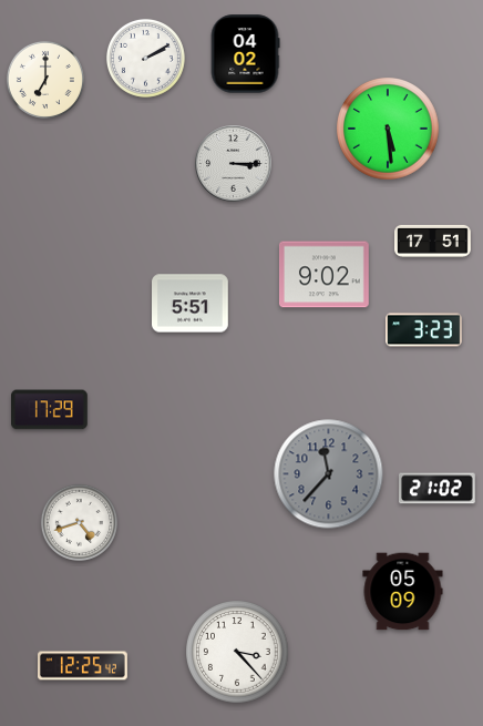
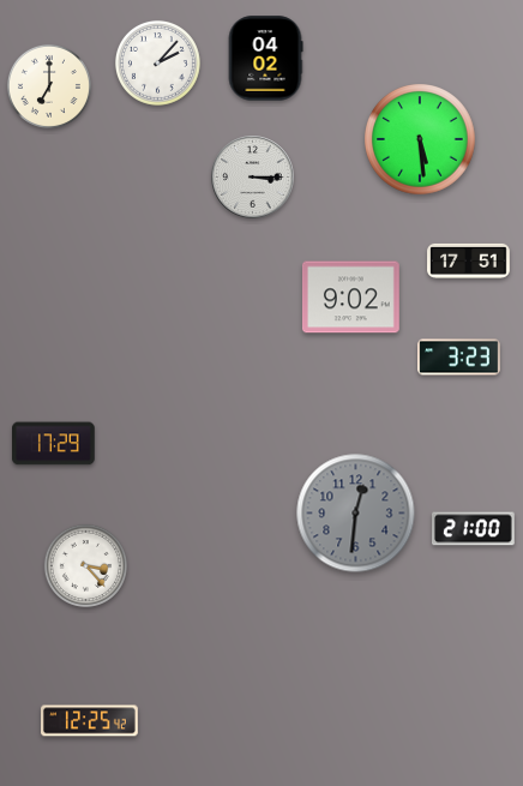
clock at (145, 58): 2:10 -> 2:07
clock at (191, 304): 5:51 -> none
clock at (329, 474): 11:37 -> 12:31
clock at (438, 489): 21:02 -> 21:00
clock at (79, 522): 4:42 -> 3:23
clock at (403, 592): 05:09 -> none
clock at (237, 652): 3:23 -> none
